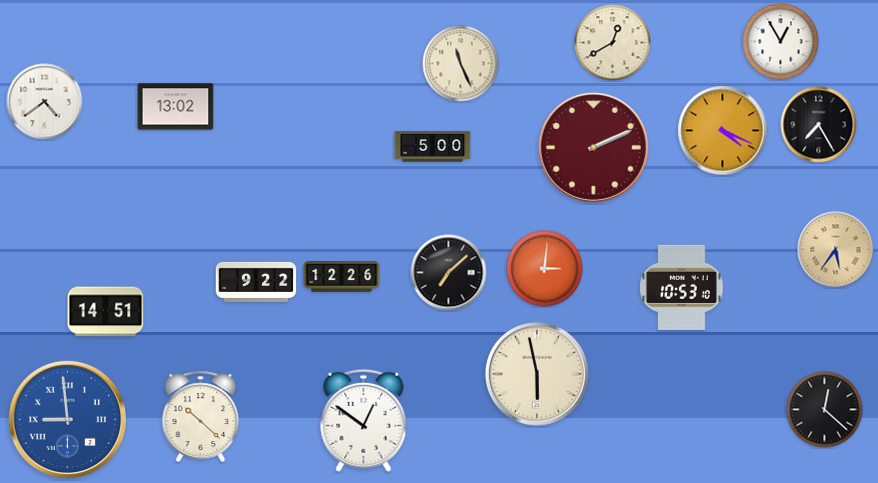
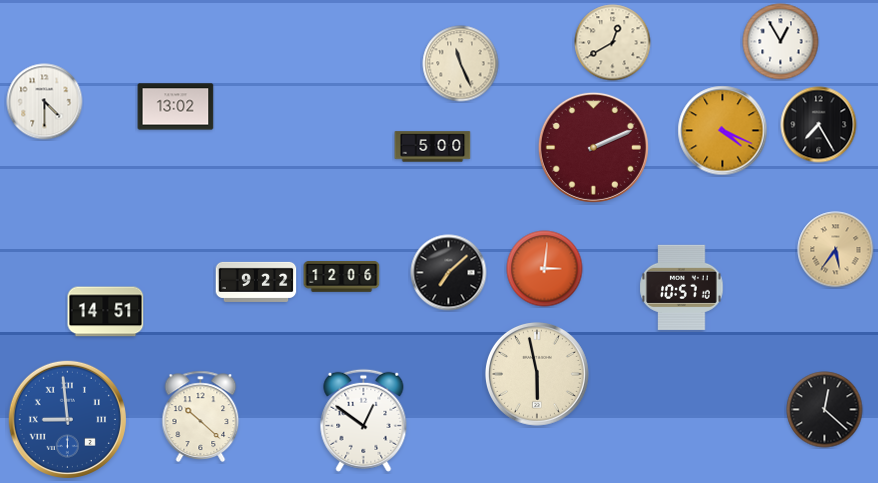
clock at (45, 102): 4:39 -> 4:30
clock at (342, 277): 12:26 -> 12:06
clock at (682, 287): 10:53 -> 10:57
